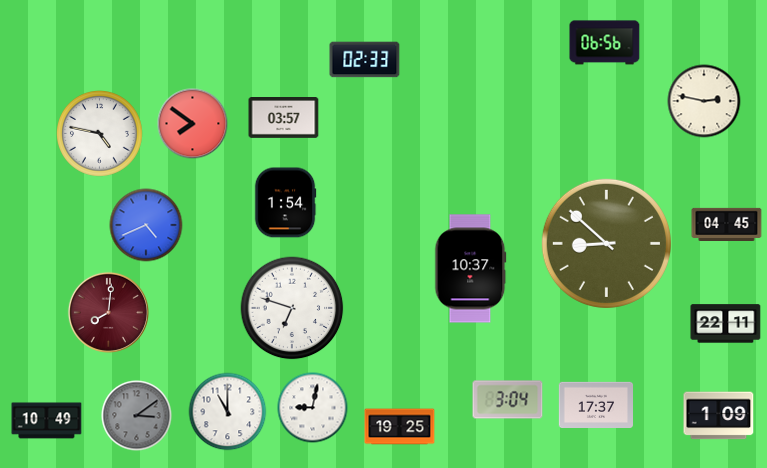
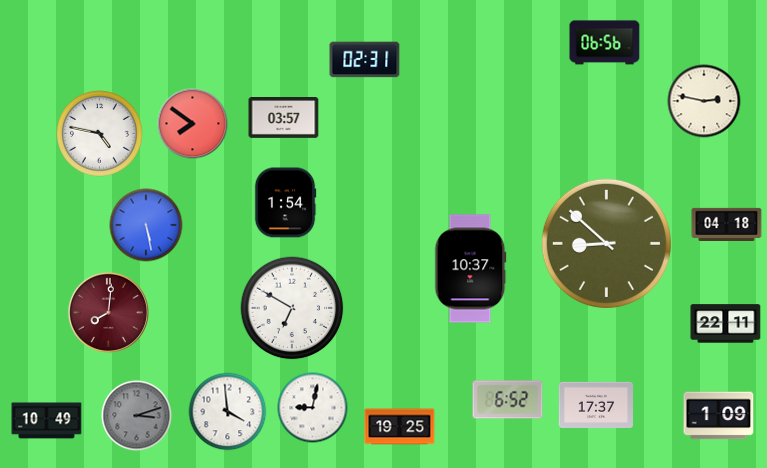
clock at (365, 60): 02:33 -> 02:31
clock at (727, 224): 04:45 -> 04:18
clock at (146, 225): 4:41 -> 5:28
clock at (292, 308): 6:48 -> 6:50
clock at (508, 400): 3:04 -> 6:52
clock at (228, 412): 11:00 -> 3:59
clock at (137, 416): 3:09 -> 3:12
